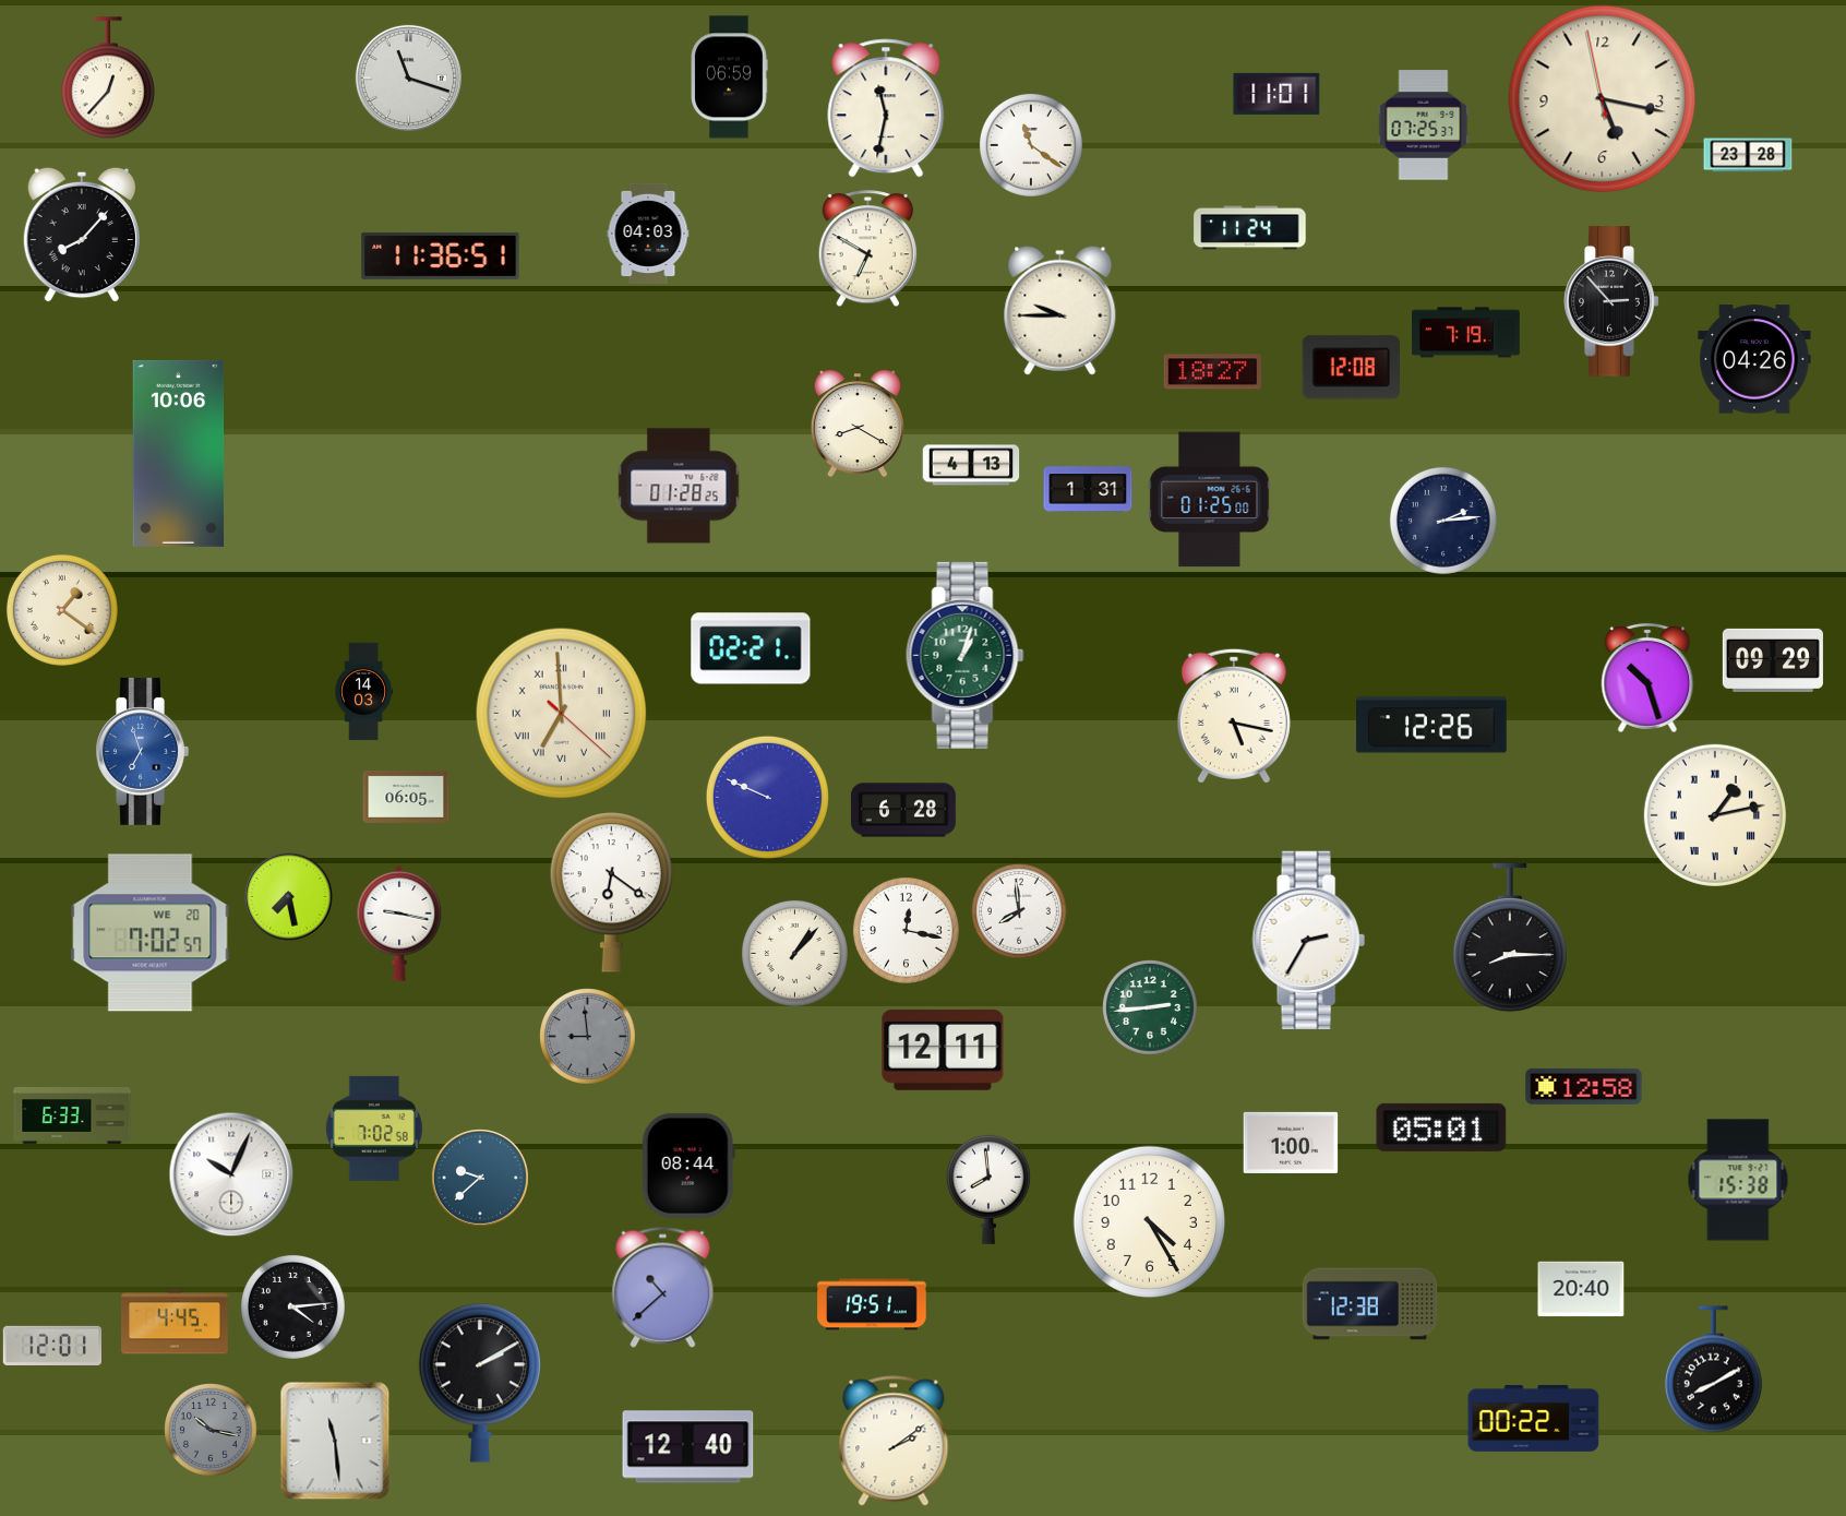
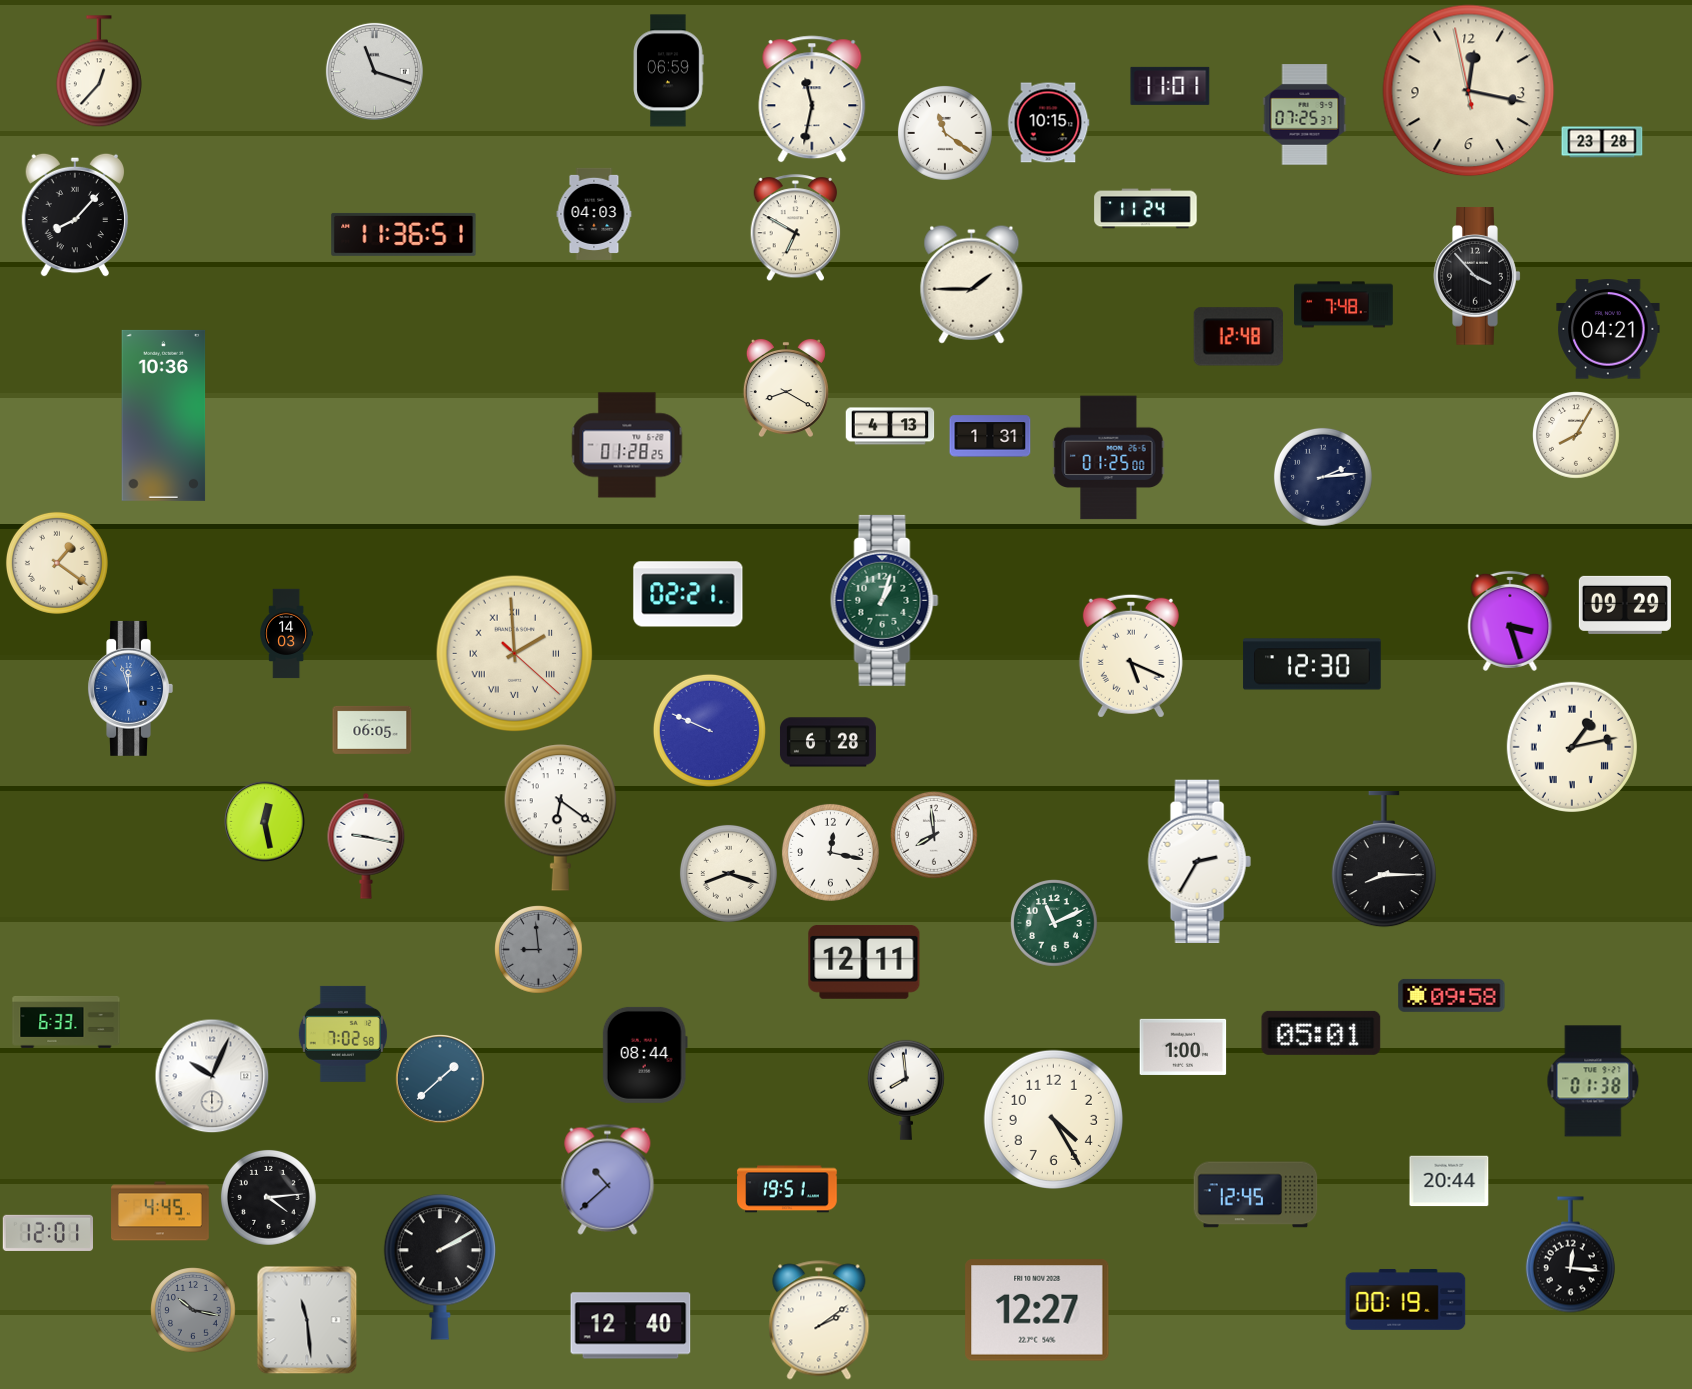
clock at (1603, 99): 5:16 -> 12:16
clock at (1048, 123): none -> 10:15
clock at (1611, 301): 2:53 -> 3:53
clock at (1060, 310): 9:45 -> 1:45
clock at (1466, 333): 7:19 -> 7:48
clock at (1754, 359): 04:26 -> 04:21
clock at (1351, 368): 12:08 -> 12:48
clock at (1212, 372): 18:27 -> none
clock at (179, 453): 10:06 -> 10:36
clock at (1577, 436): none -> 8:05
clock at (679, 486) position: (679, 486) -> (627, 445)
clock at (1088, 489) position: (1088, 489) -> (990, 436)
clock at (62, 610) position: (62, 610) -> (57, 563)
clock at (1647, 678): 10:27 -> 3:27
clock at (364, 692) position: (364, 692) -> (287, 634)
clock at (562, 714): 6:59 -> 1:59
clock at (1234, 716): 5:17 -> 5:19
clock at (1431, 725): 12:26 -> 12:30
clock at (142, 751): 6:57 -> 11:57
clock at (767, 797) position: (767, 797) -> (709, 730)
clock at (289, 897): 7:28 -> 12:28
clock at (151, 933): 7:02 -> none
clock at (794, 953): 1:07 -> 8:18
clock at (1151, 1008): 2:44 -> 11:11
clock at (1584, 1086): 12:58 -> 09:58
clock at (688, 1166) position: (688, 1166) -> (645, 1055)
clock at (481, 1179): 9:38 -> 1:38
clock at (1738, 1180): 15:38 -> 01:38
clock at (1581, 1289): 20:40 -> 20:44
clock at (872, 1304) position: (872, 1304) -> (787, 1189)
clock at (1370, 1304): 12:38 -> 12:45
clock at (1713, 1370): 8:10 -> 12:16
clock at (1534, 1418): 00:22 -> 00:19
clock at (1037, 1310): none -> 12:27
